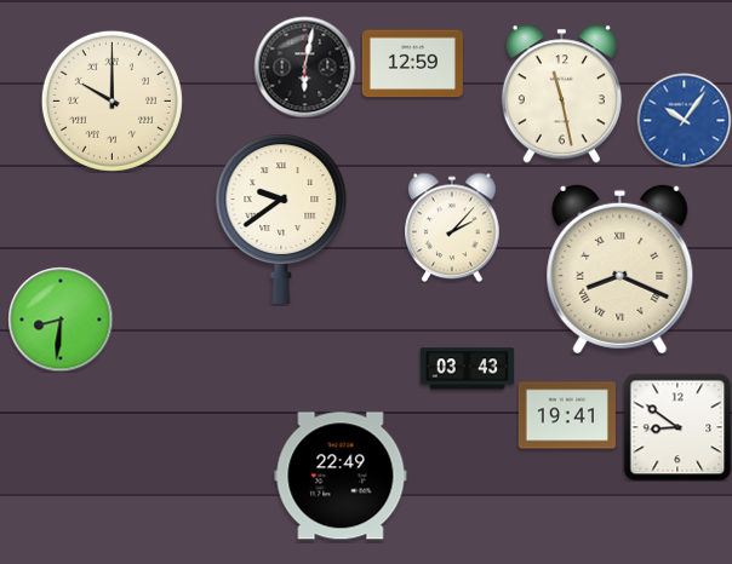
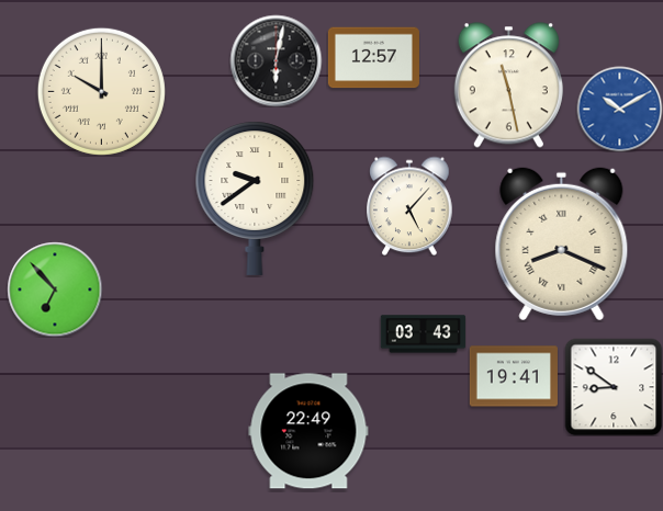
clock at (412, 64): 12:59 -> 12:57
clock at (684, 120): 10:06 -> 10:10
clock at (452, 228): 2:07 -> 5:07
clock at (61, 320): 8:31 -> 6:53
